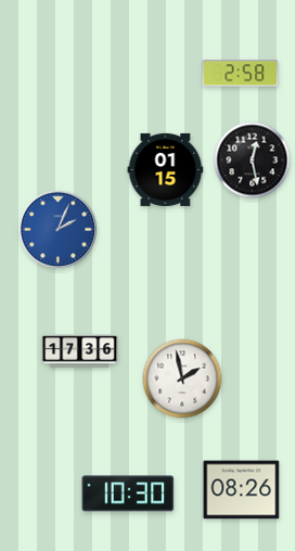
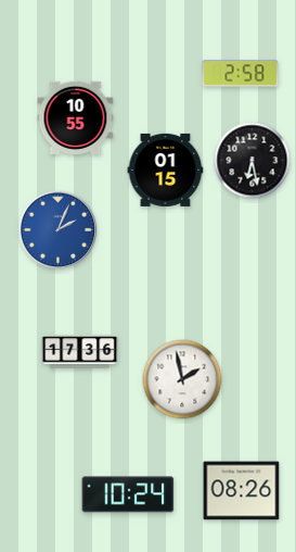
clock at (76, 117): none -> 10:55
clock at (253, 161): 12:28 -> 6:28
clock at (128, 494): 10:30 -> 10:24
